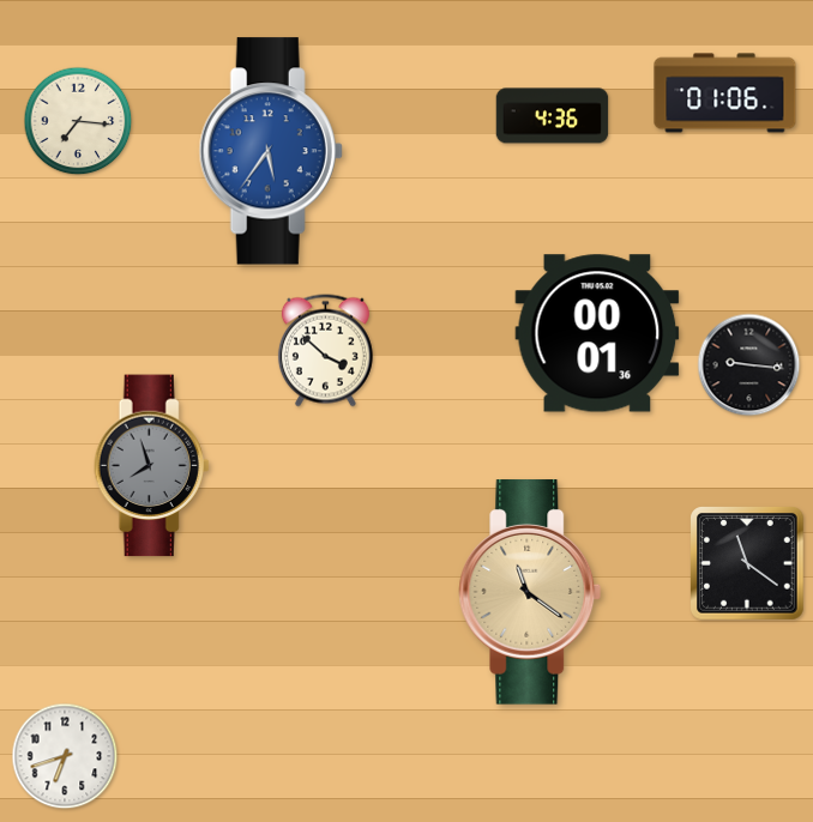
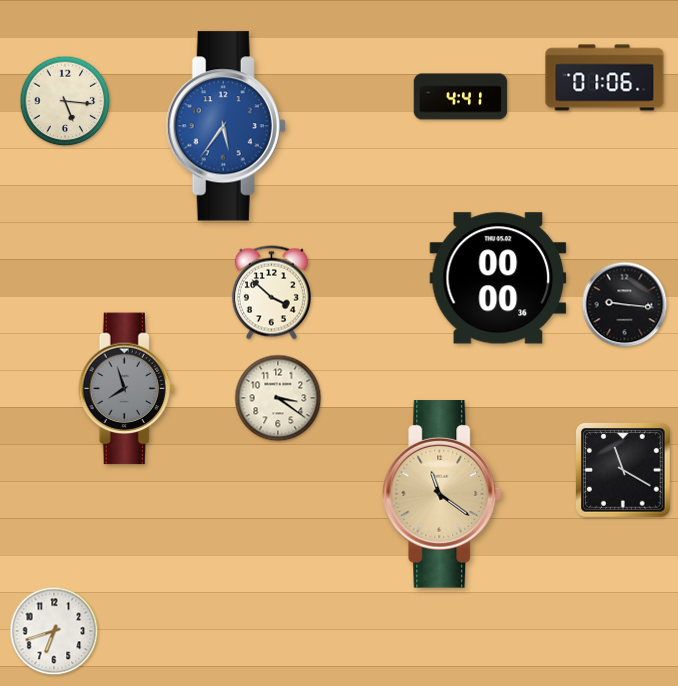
clock at (553, 116): 4:36 -> 4:41
clock at (78, 121): 7:16 -> 5:16
clock at (597, 333): 00:01 -> 00:00
clock at (278, 398): none -> 3:21
clock at (748, 564): 11:21 -> 11:20
